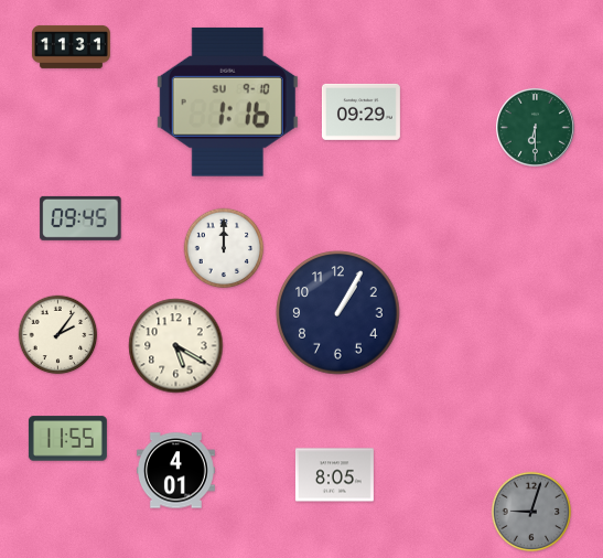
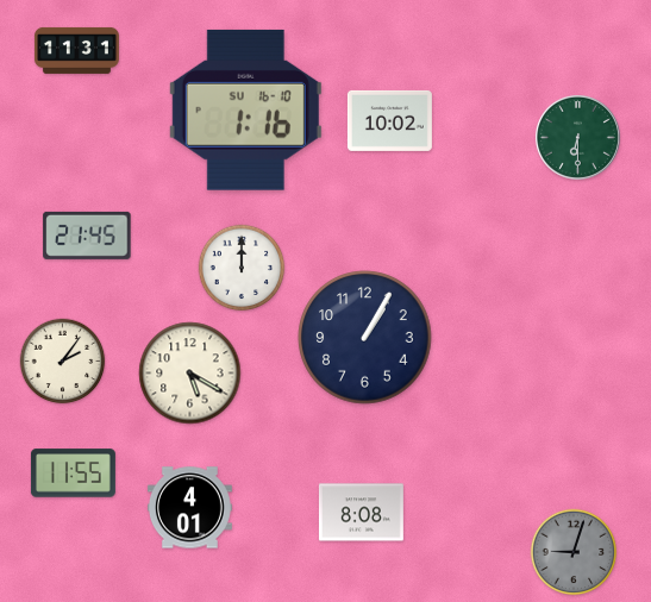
clock at (227, 101) date: SU 9-10 -> SU 16-10
clock at (360, 111): 09:29 -> 10:02
clock at (80, 218): 09:45 -> 21:45
clock at (334, 475): 8:05 -> 8:08
